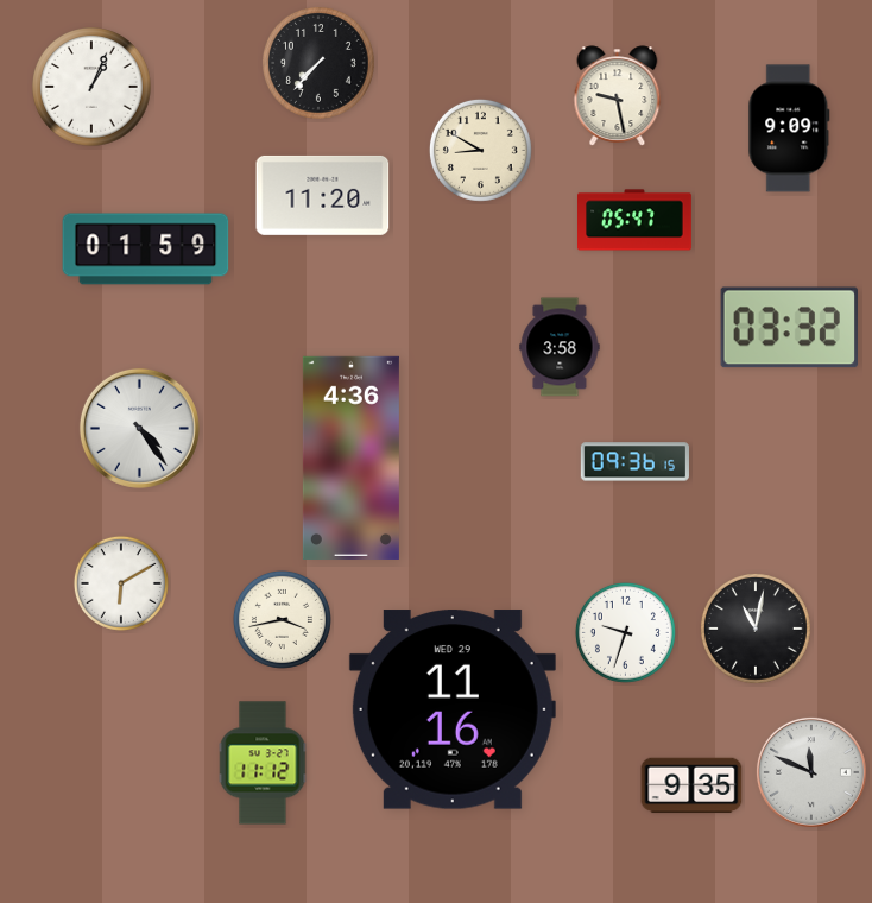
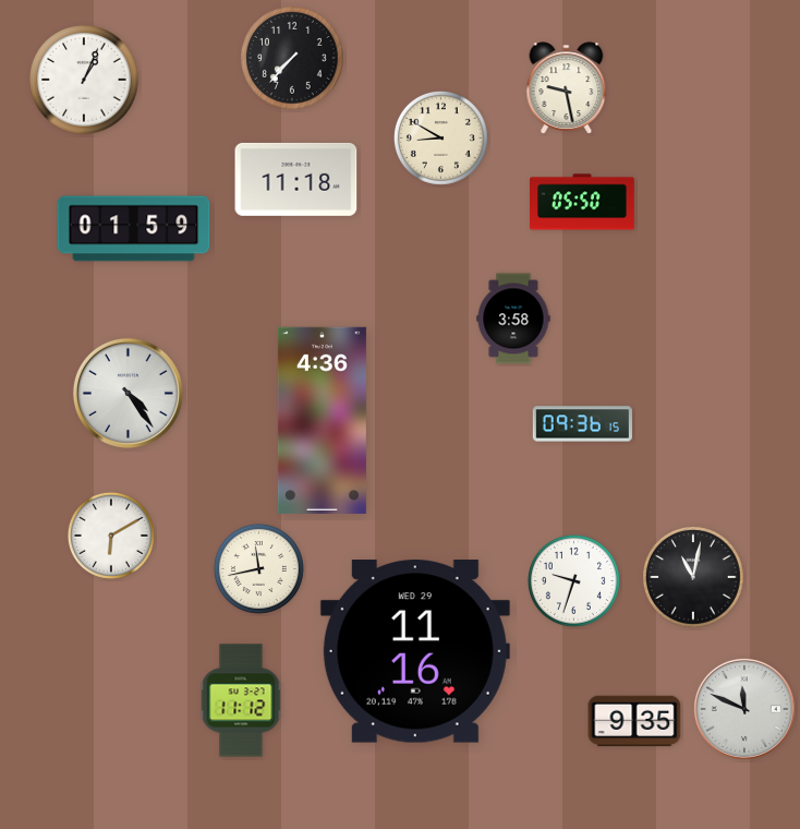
clock at (789, 128): 9:09 -> none
clock at (323, 195): 11:20 -> 11:18
clock at (636, 220): 05:47 -> 05:50
clock at (789, 328): 03:32 -> none
clock at (282, 619): 3:43 -> 11:43
